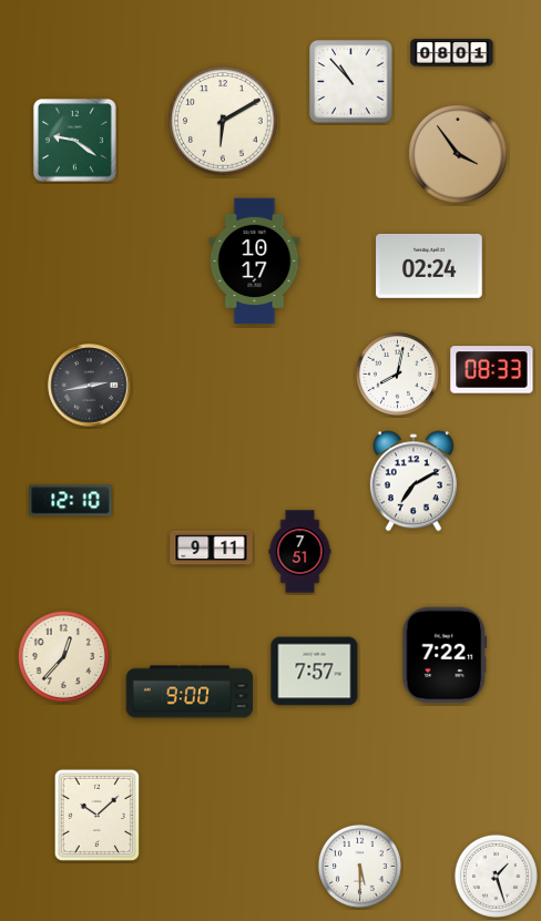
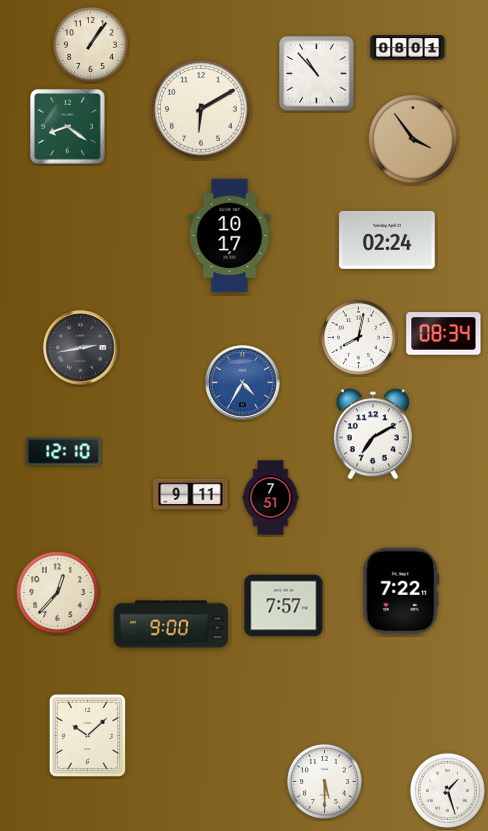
clock at (90, 44): none -> 1:06
clock at (75, 141): 9:21 -> 8:21
clock at (492, 370): 08:33 -> 08:34
clock at (243, 383): none -> 4:35
